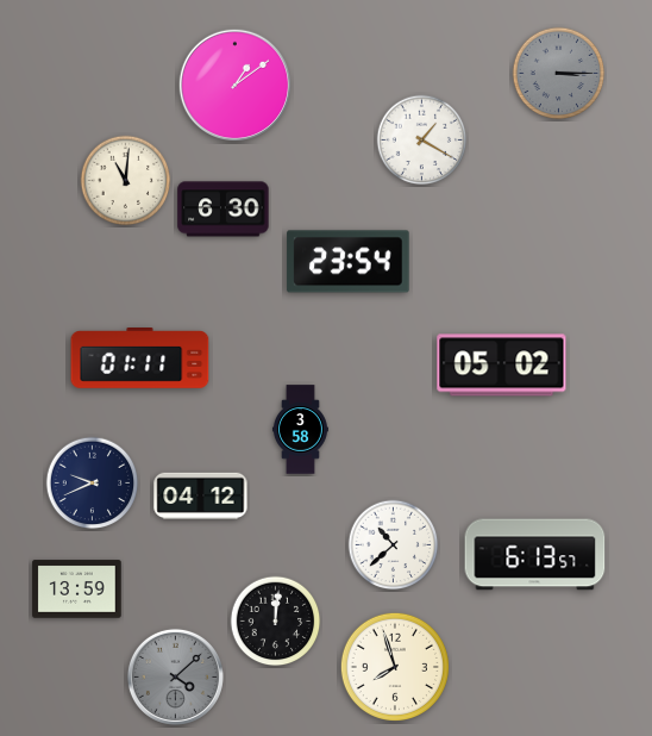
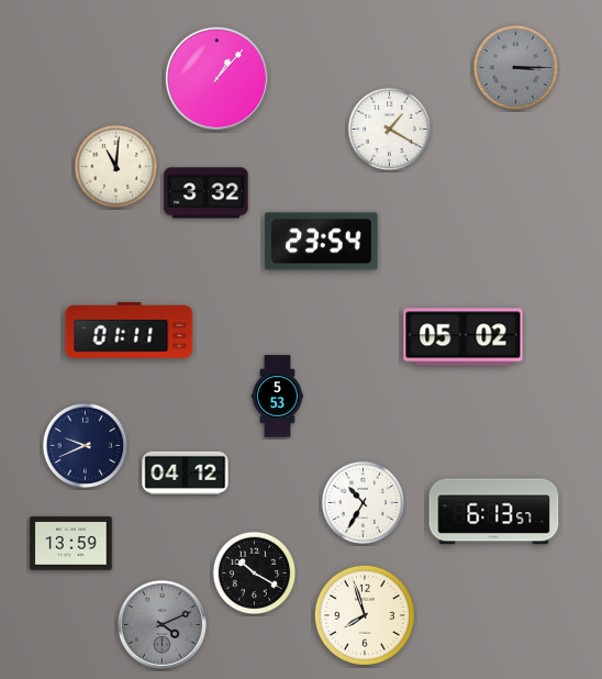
clock at (234, 85): 1:09 -> 1:07
clock at (224, 210): 6:30 -> 3:32
clock at (300, 430): 3:58 -> 5:53
clock at (201, 497) position: (201, 497) -> (186, 474)
clock at (394, 545): 10:38 -> 10:35
clock at (276, 622): 12:01 -> 10:20
clock at (175, 676): 4:08 -> 4:11
